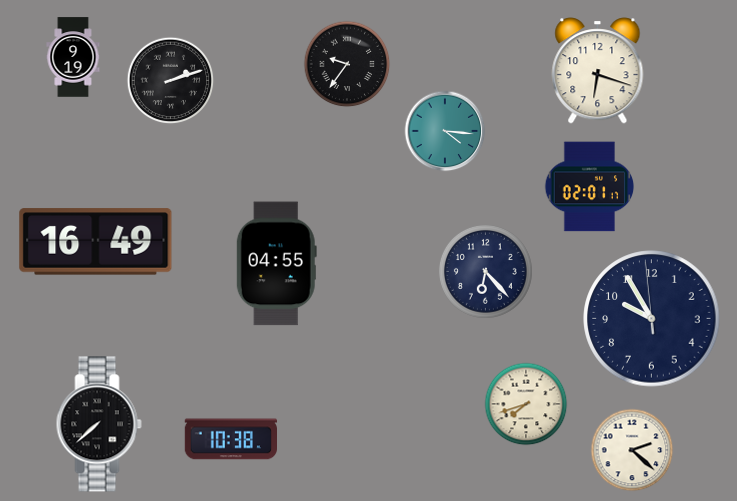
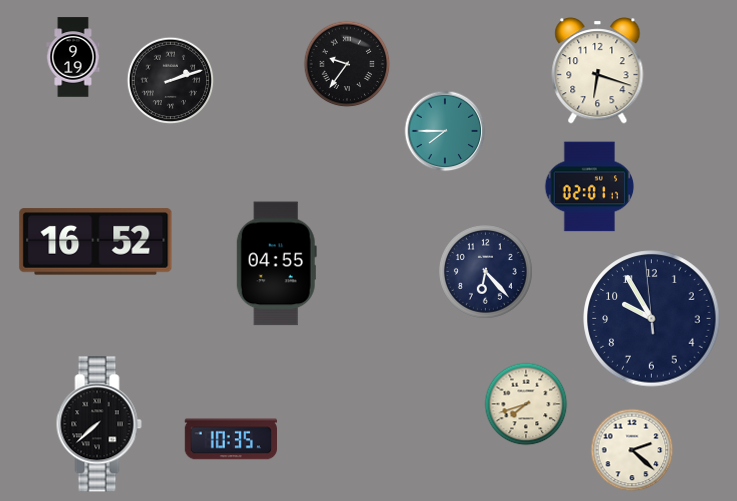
clock at (445, 131): 4:16 -> 7:45
clock at (96, 242): 16:49 -> 16:52
clock at (230, 439): 10:38 -> 10:35
